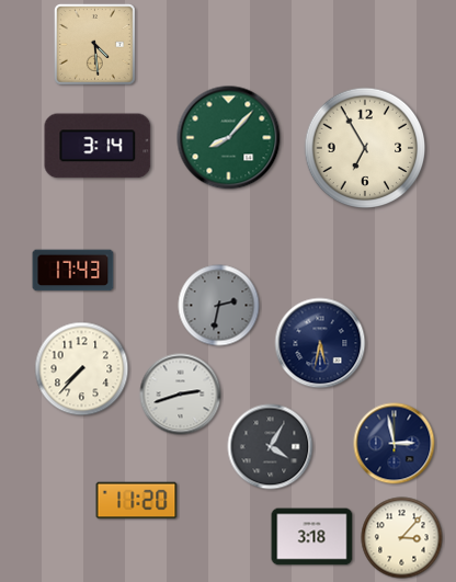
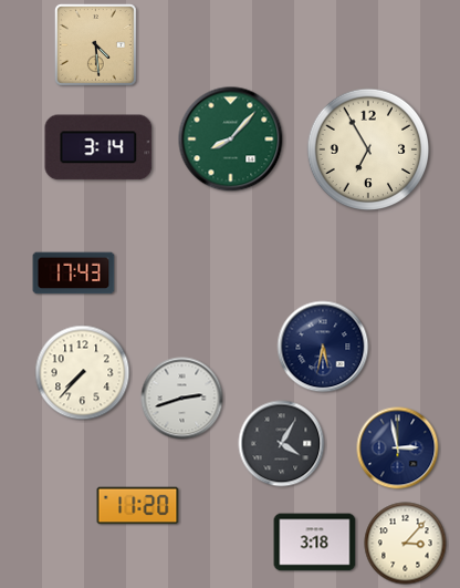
clock at (219, 306): 2:32 -> none
clock at (271, 447) position: (271, 447) -> (282, 444)
